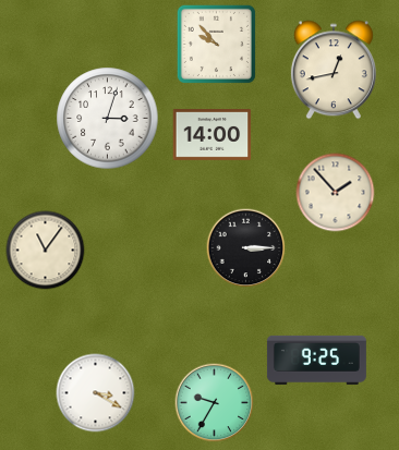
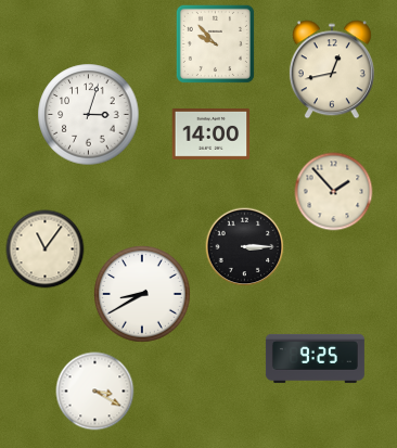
clock at (108, 119) position: (108, 119) -> (89, 115)
clock at (142, 294): none -> 8:40
clock at (215, 403): 9:35 -> none
